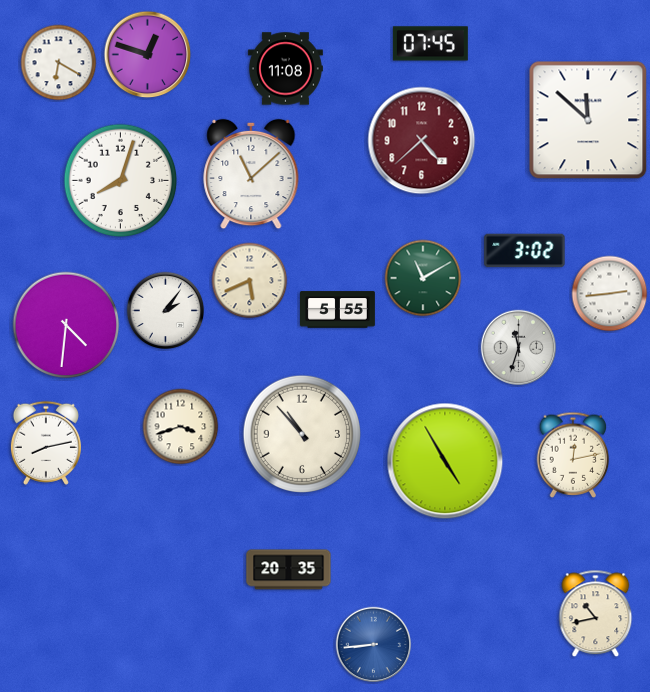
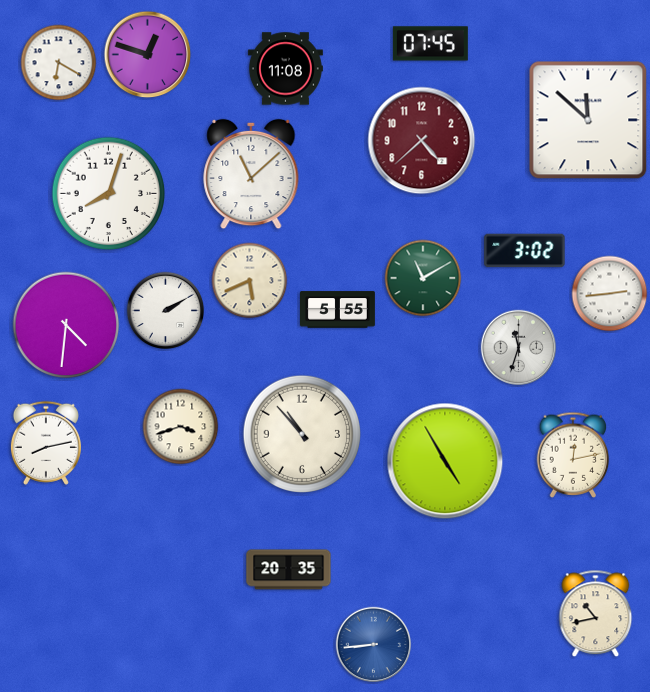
clock at (121, 181) position: (121, 181) -> (109, 194)
clock at (166, 311): 2:06 -> 2:10
